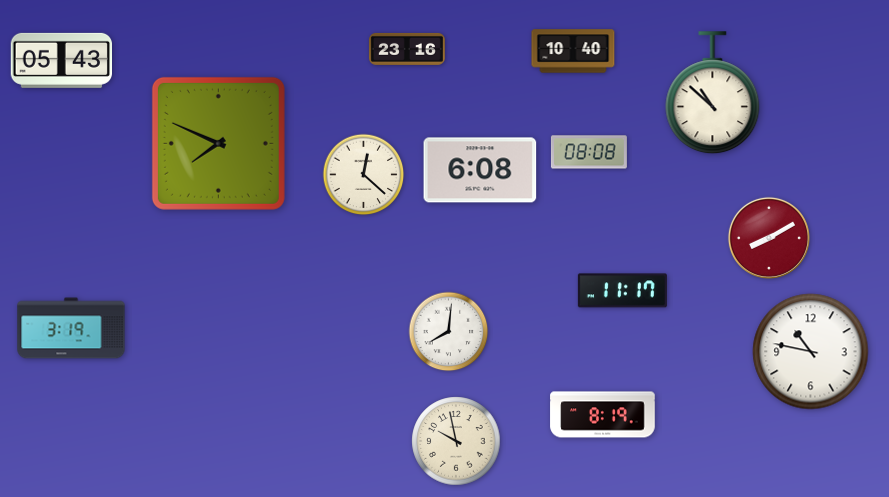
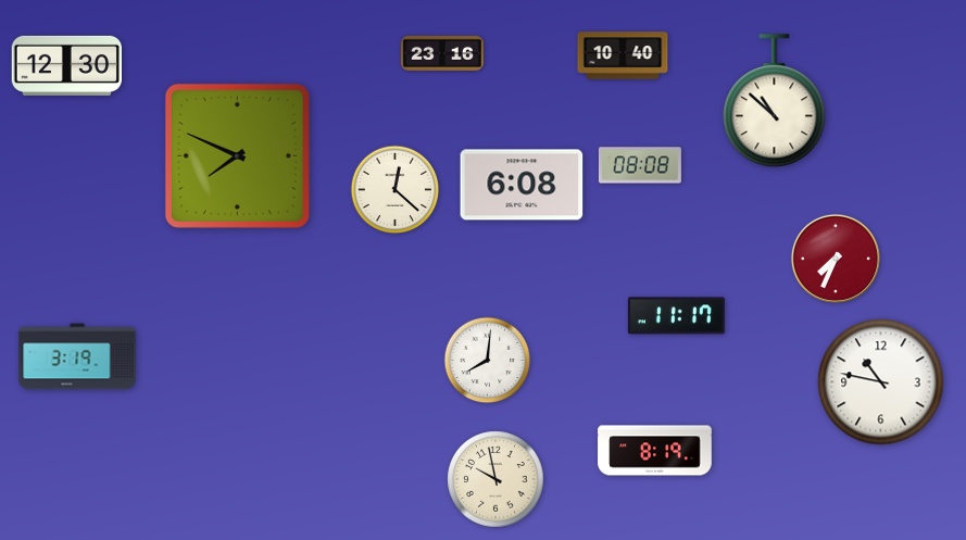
clock at (61, 60): 05:43 -> 12:30
clock at (769, 238): 8:10 -> 7:34
